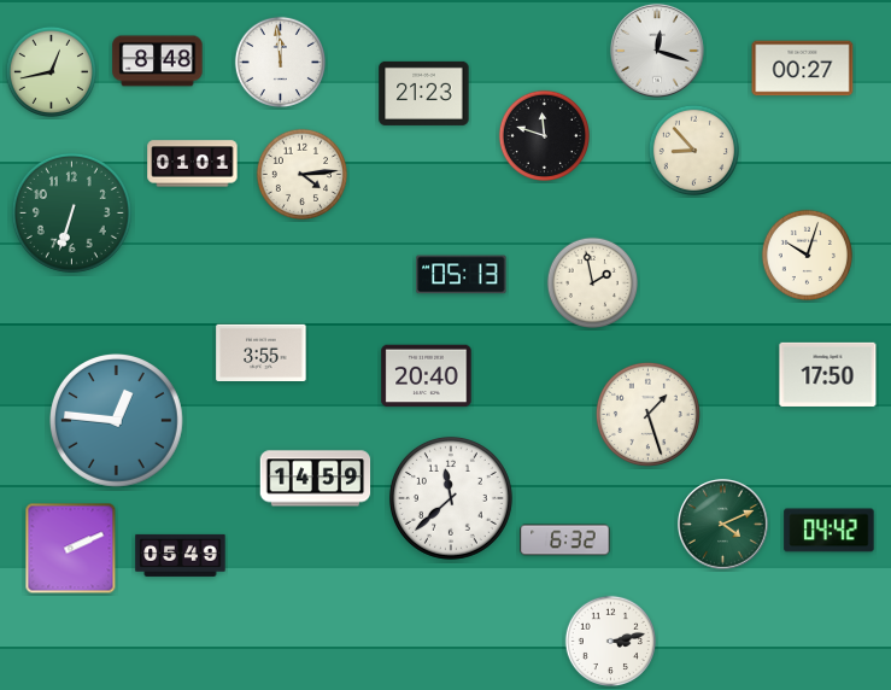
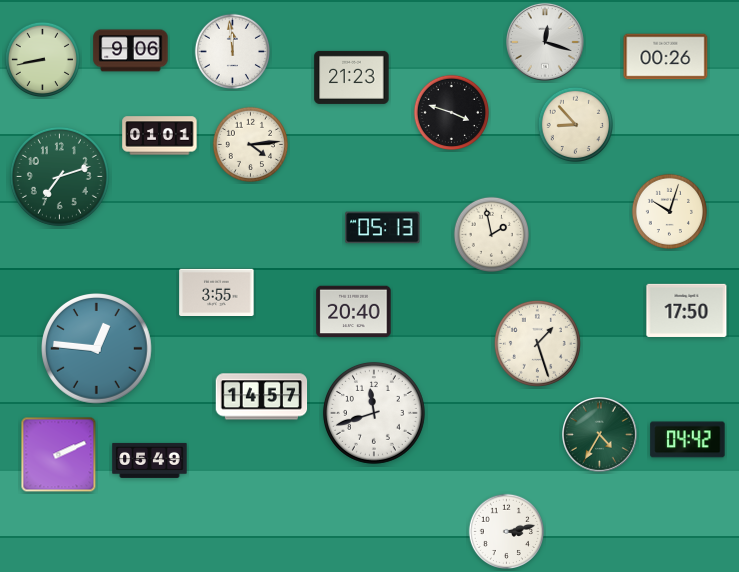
clock at (158, 62): 8:48 -> 9:06
clock at (803, 69): 00:27 -> 00:26
clock at (51, 71): 12:43 -> 8:43
clock at (544, 135): 11:48 -> 3:48
clock at (71, 212): 6:33 -> 7:12
clock at (316, 479): 14:59 -> 14:57
clock at (451, 498): 11:38 -> 11:42
clock at (723, 525): 4:11 -> 4:35
clock at (565, 540): 6:32 -> none
